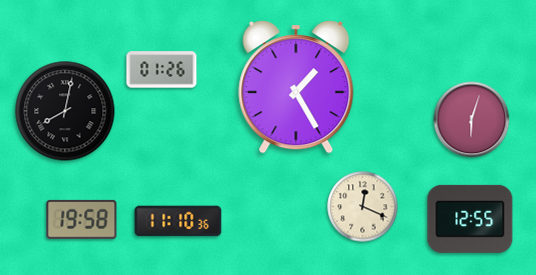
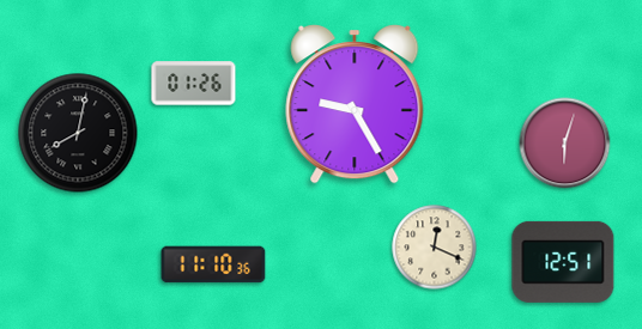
clock at (296, 88): 1:25 -> 9:25
clock at (82, 219): 19:58 -> none
clock at (470, 219): 12:55 -> 12:51
